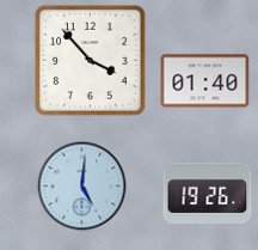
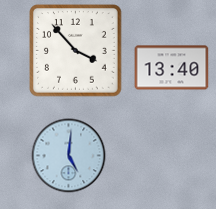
clock at (205, 81): 01:40 -> 13:40
clock at (208, 193): 19:26 -> none
